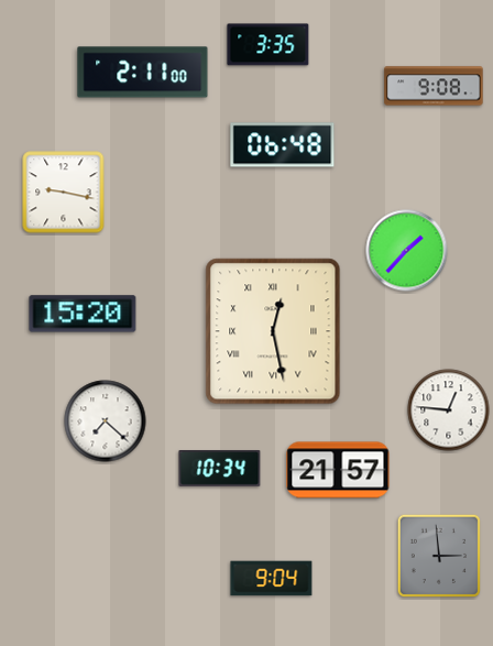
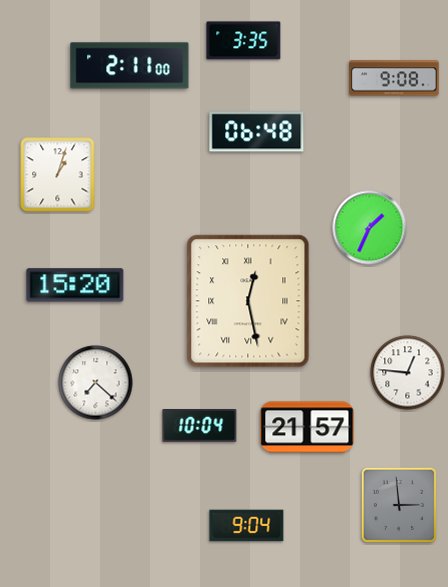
clock at (64, 193): 9:17 -> 1:03
clock at (407, 251): 1:37 -> 1:34
clock at (220, 469): 10:34 -> 10:04
